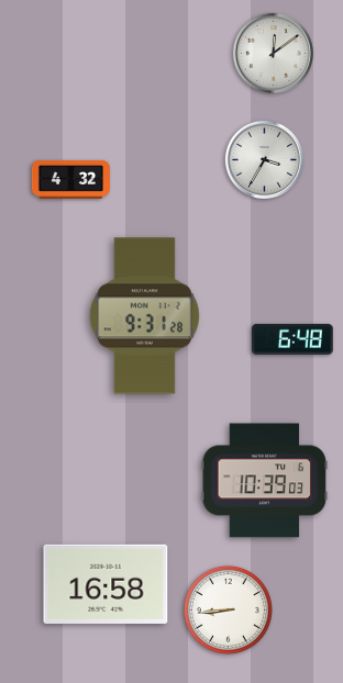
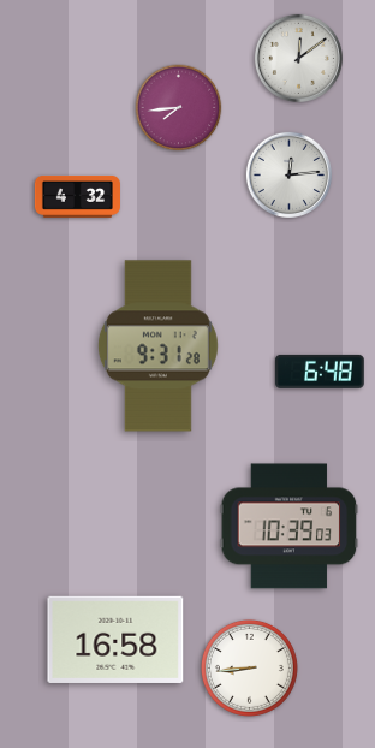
clock at (179, 108): none -> 7:44
clock at (264, 159): 3:35 -> 12:14
